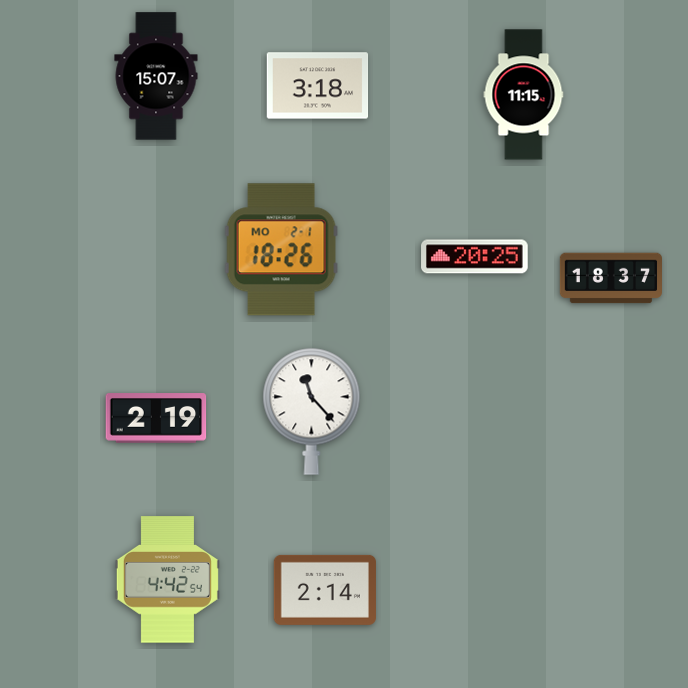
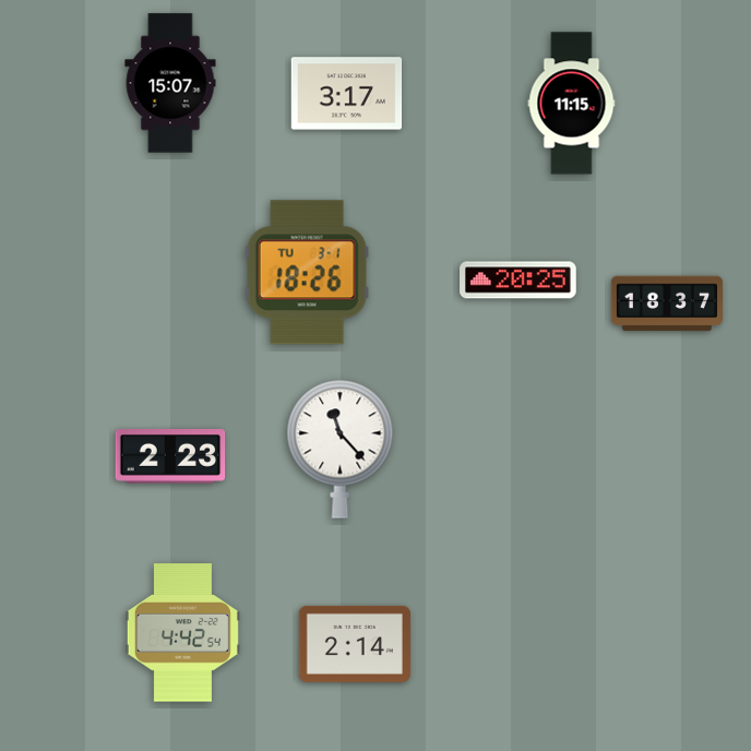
clock at (318, 86): 3:18 -> 3:17
clock at (281, 250) date: MO 2-1 -> TU 3-1
clock at (156, 418): 2:19 -> 2:23
